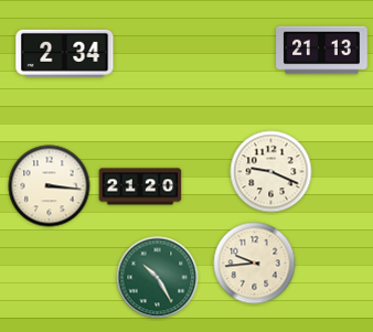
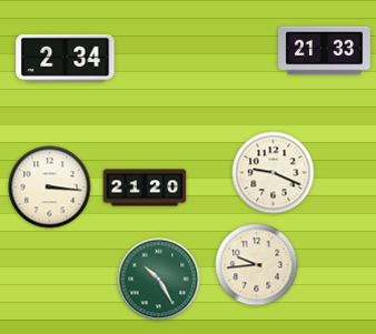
clock at (322, 51): 21:13 -> 21:33
clock at (65, 53) position: (65, 53) -> (66, 58)
clock at (140, 186) position: (140, 186) -> (145, 188)
